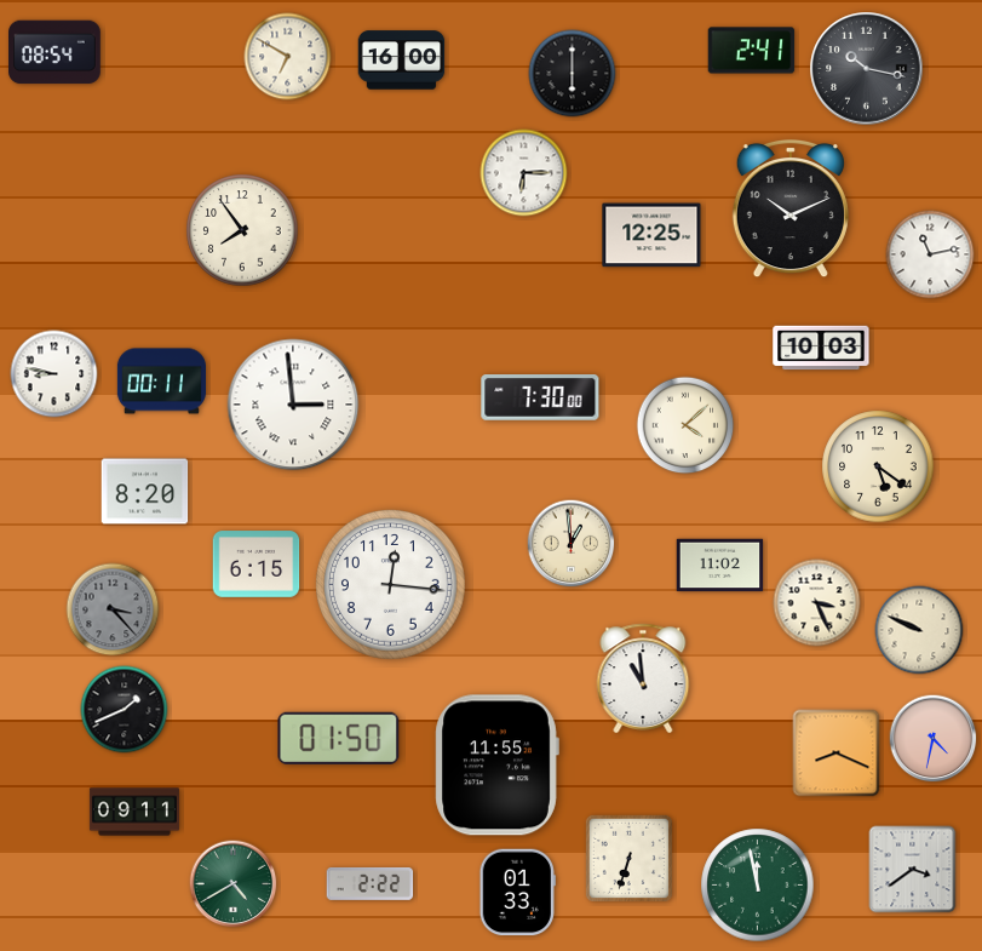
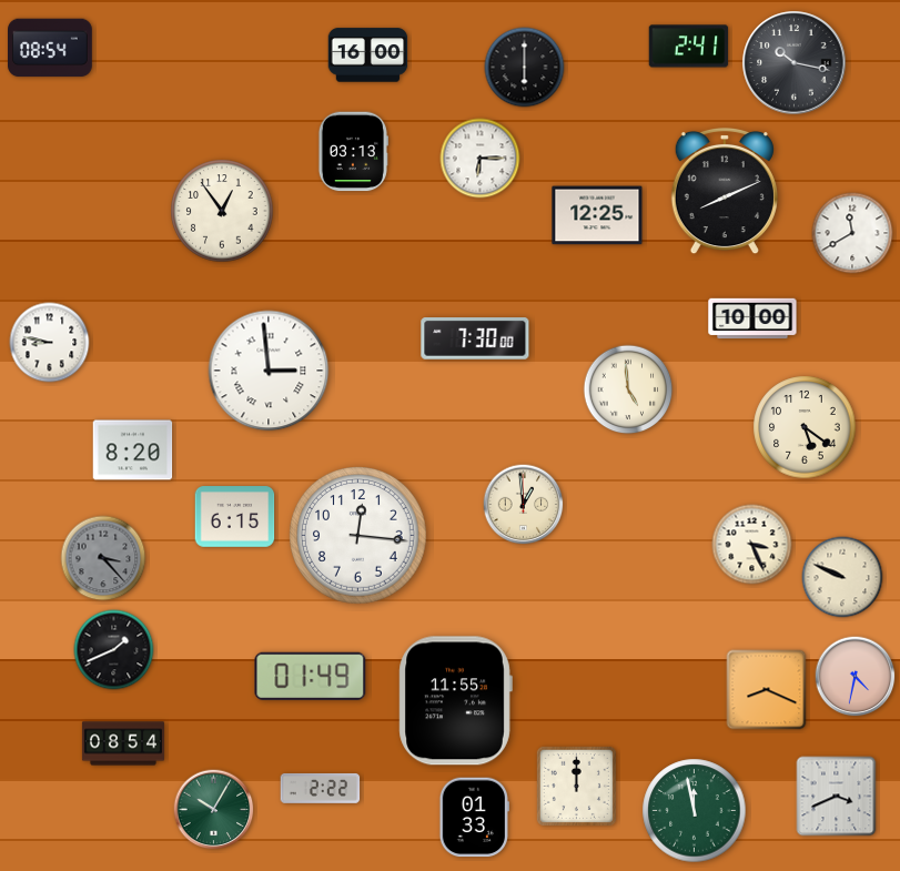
clock at (288, 57): 6:50 -> none
clock at (353, 152): none -> 03:13
clock at (791, 208): 10:11 -> 8:11
clock at (242, 230): 7:54 -> 12:54
clock at (930, 254): 11:13 -> 11:40
clock at (821, 348): 10:03 -> 10:00
clock at (161, 382): 00:11 -> none
clock at (540, 399) position: (540, 399) -> (475, 340)
clock at (685, 425): 4:08 -> 4:59
clock at (572, 544) position: (572, 544) -> (524, 505)
clock at (720, 566): 11:02 -> none
clock at (817, 603) position: (817, 603) -> (752, 545)
clock at (643, 678): 10:59 -> none
clock at (339, 738): 01:50 -> 01:49
clock at (134, 812): 09:11 -> 08:54
clock at (628, 858): 6:33 -> 12:00
clock at (913, 870): 3:39 -> 3:41
clock at (371, 883) position: (371, 883) -> (321, 788)
clock at (234, 884): 4:40 -> 10:05
